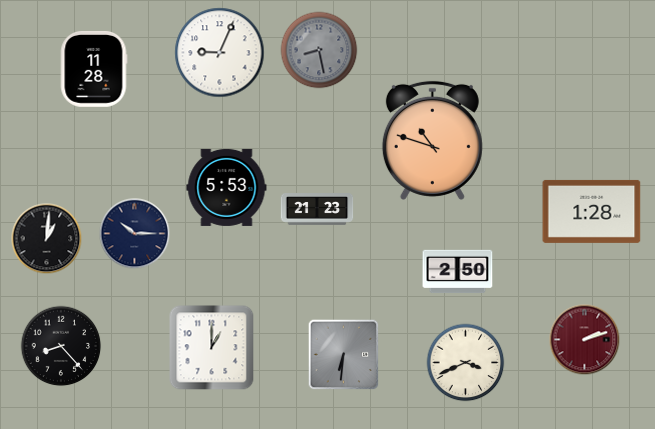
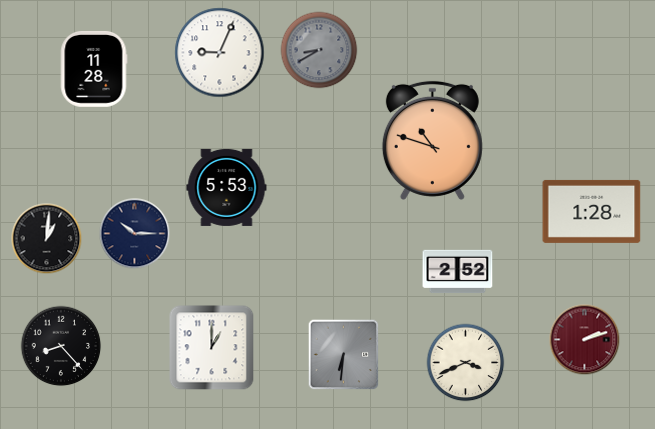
clock at (319, 50): 8:28 -> 8:40
clock at (317, 210): 21:23 -> none
clock at (458, 272): 2:50 -> 2:52
